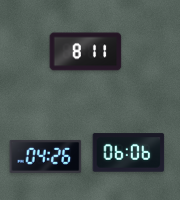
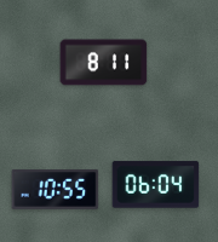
clock at (129, 153): 06:06 -> 06:04
clock at (46, 156): 04:26 -> 10:55
